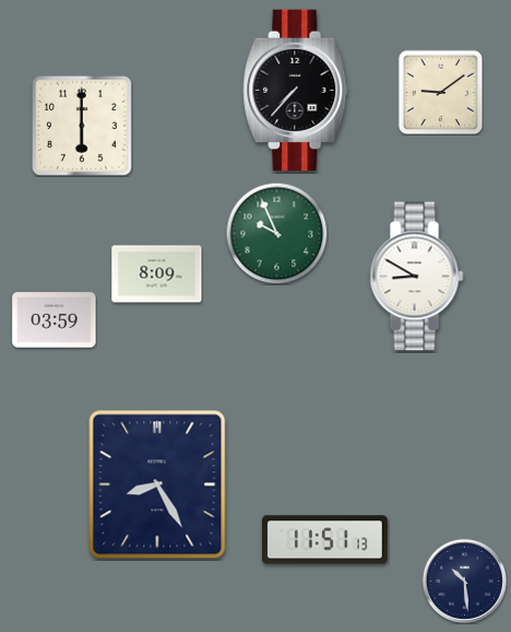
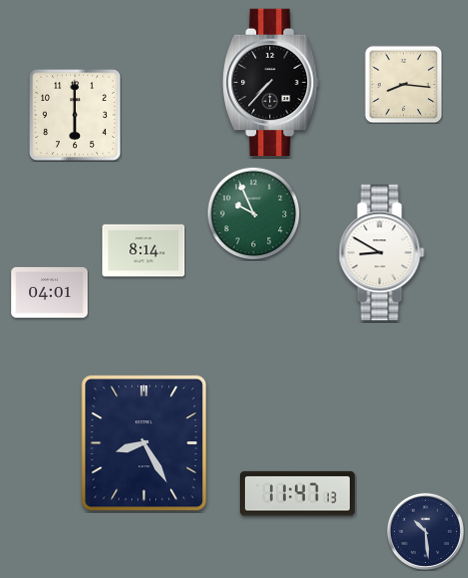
clock at (440, 92): 9:09 -> 8:16
clock at (157, 274): 8:09 -> 8:14
clock at (55, 320): 03:59 -> 04:01
clock at (325, 540): 11:51 -> 11:47
